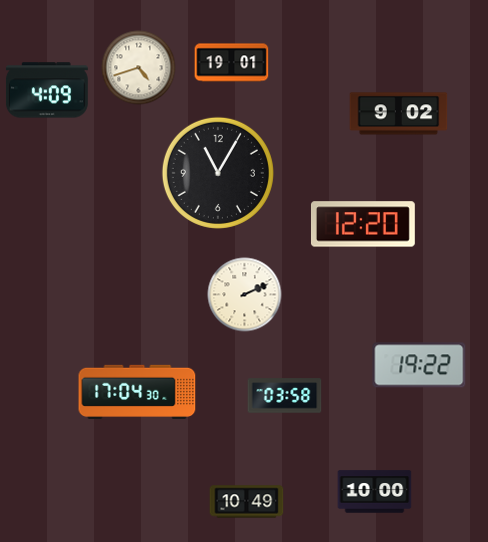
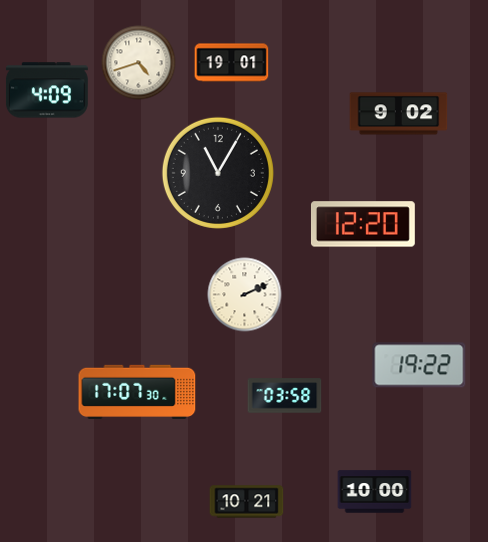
clock at (139, 68) position: (139, 68) -> (139, 63)
clock at (137, 392): 17:04 -> 17:07
clock at (247, 502): 10:49 -> 10:21
